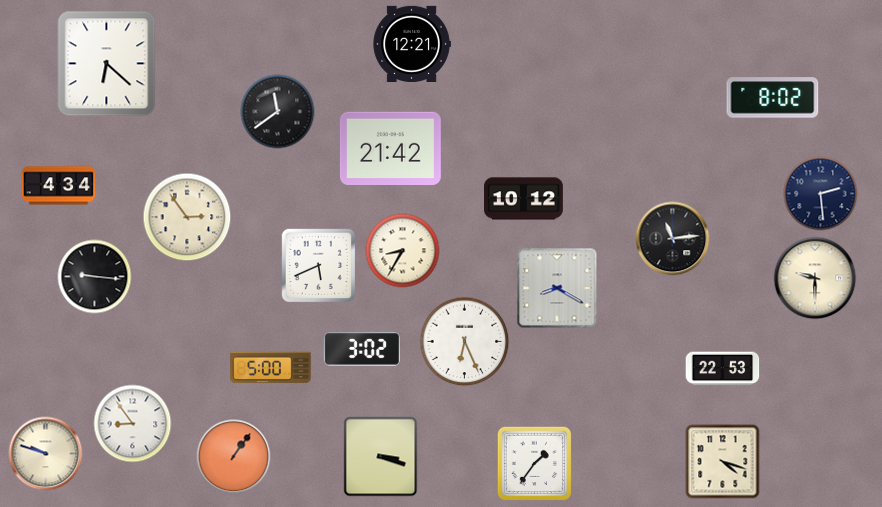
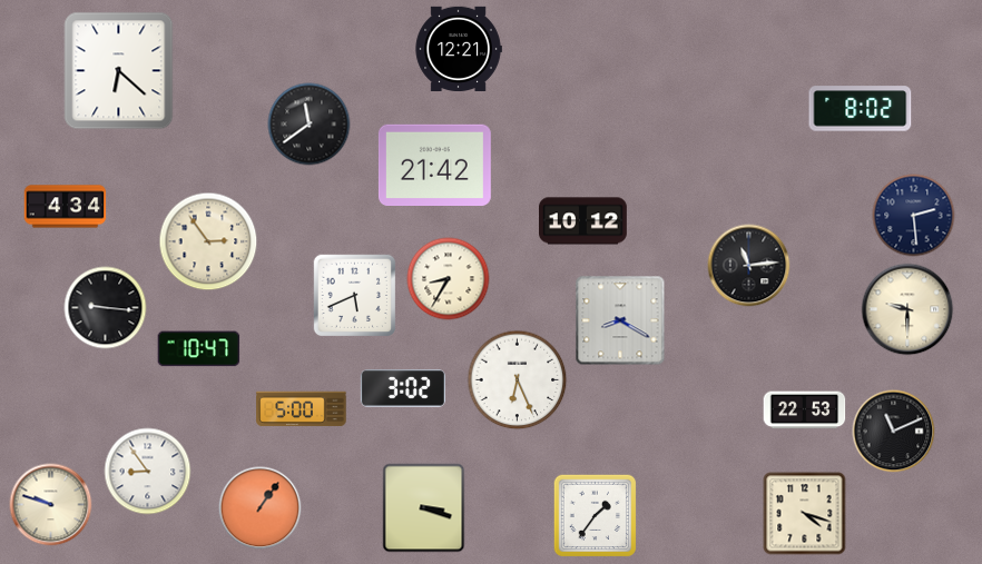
clock at (199, 349): none -> 10:47
clock at (894, 432): none -> 11:11
